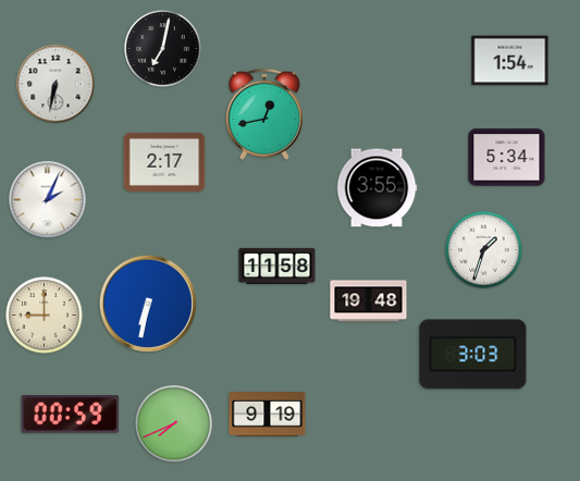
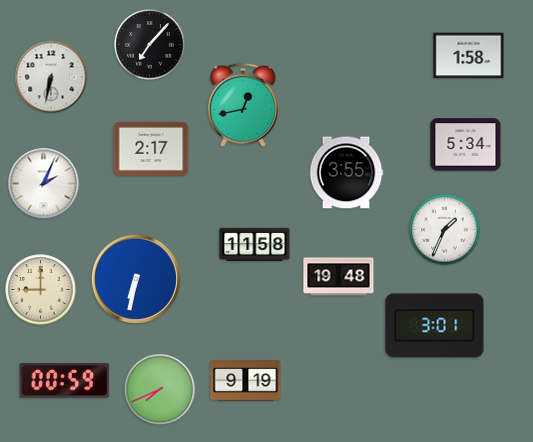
clock at (163, 49): 7:02 -> 7:07
clock at (510, 61): 1:54 -> 1:58
clock at (484, 250): 1:33 -> 1:34
clock at (473, 355): 3:03 -> 3:01
